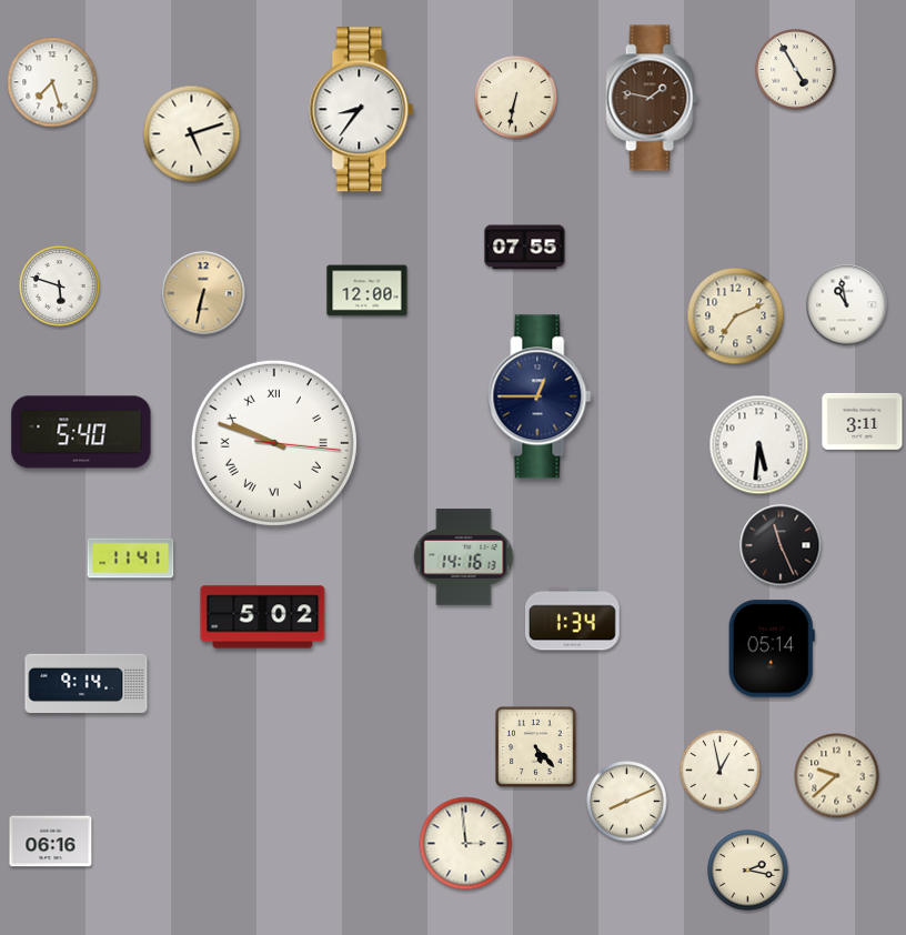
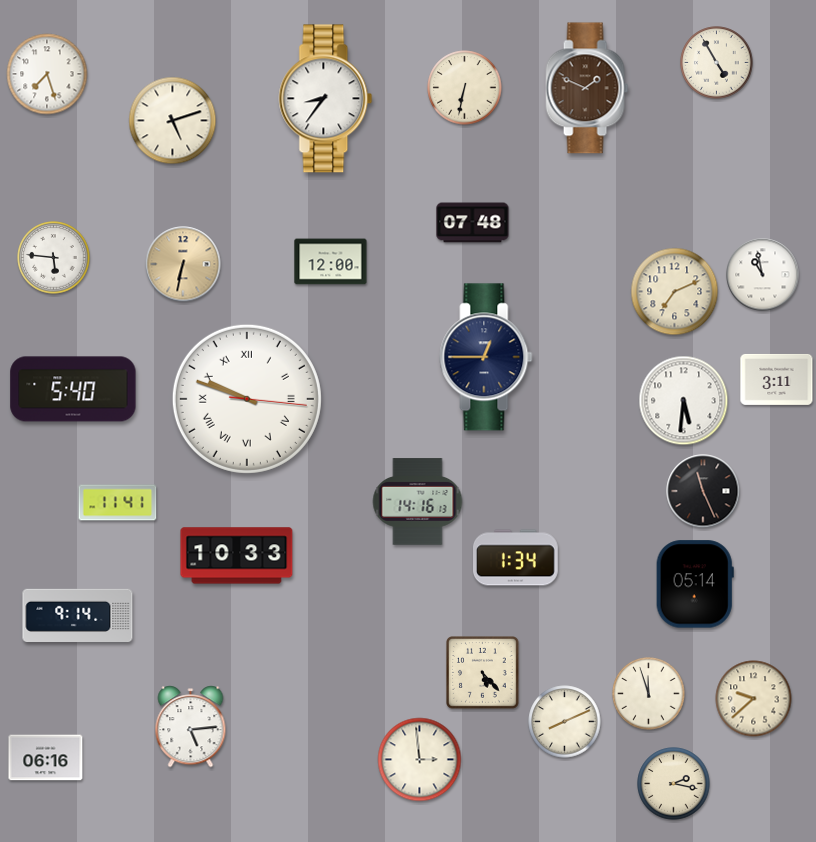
clock at (652, 98): 1:47 -> 1:49
clock at (525, 248): 07:55 -> 07:48
clock at (60, 286): 5:48 -> 5:46
clock at (736, 316) position: (736, 316) -> (675, 292)
clock at (263, 617): 5:02 -> 10:33
clock at (721, 771): 12:58 -> 11:57
clock at (191, 727): none -> 5:14
